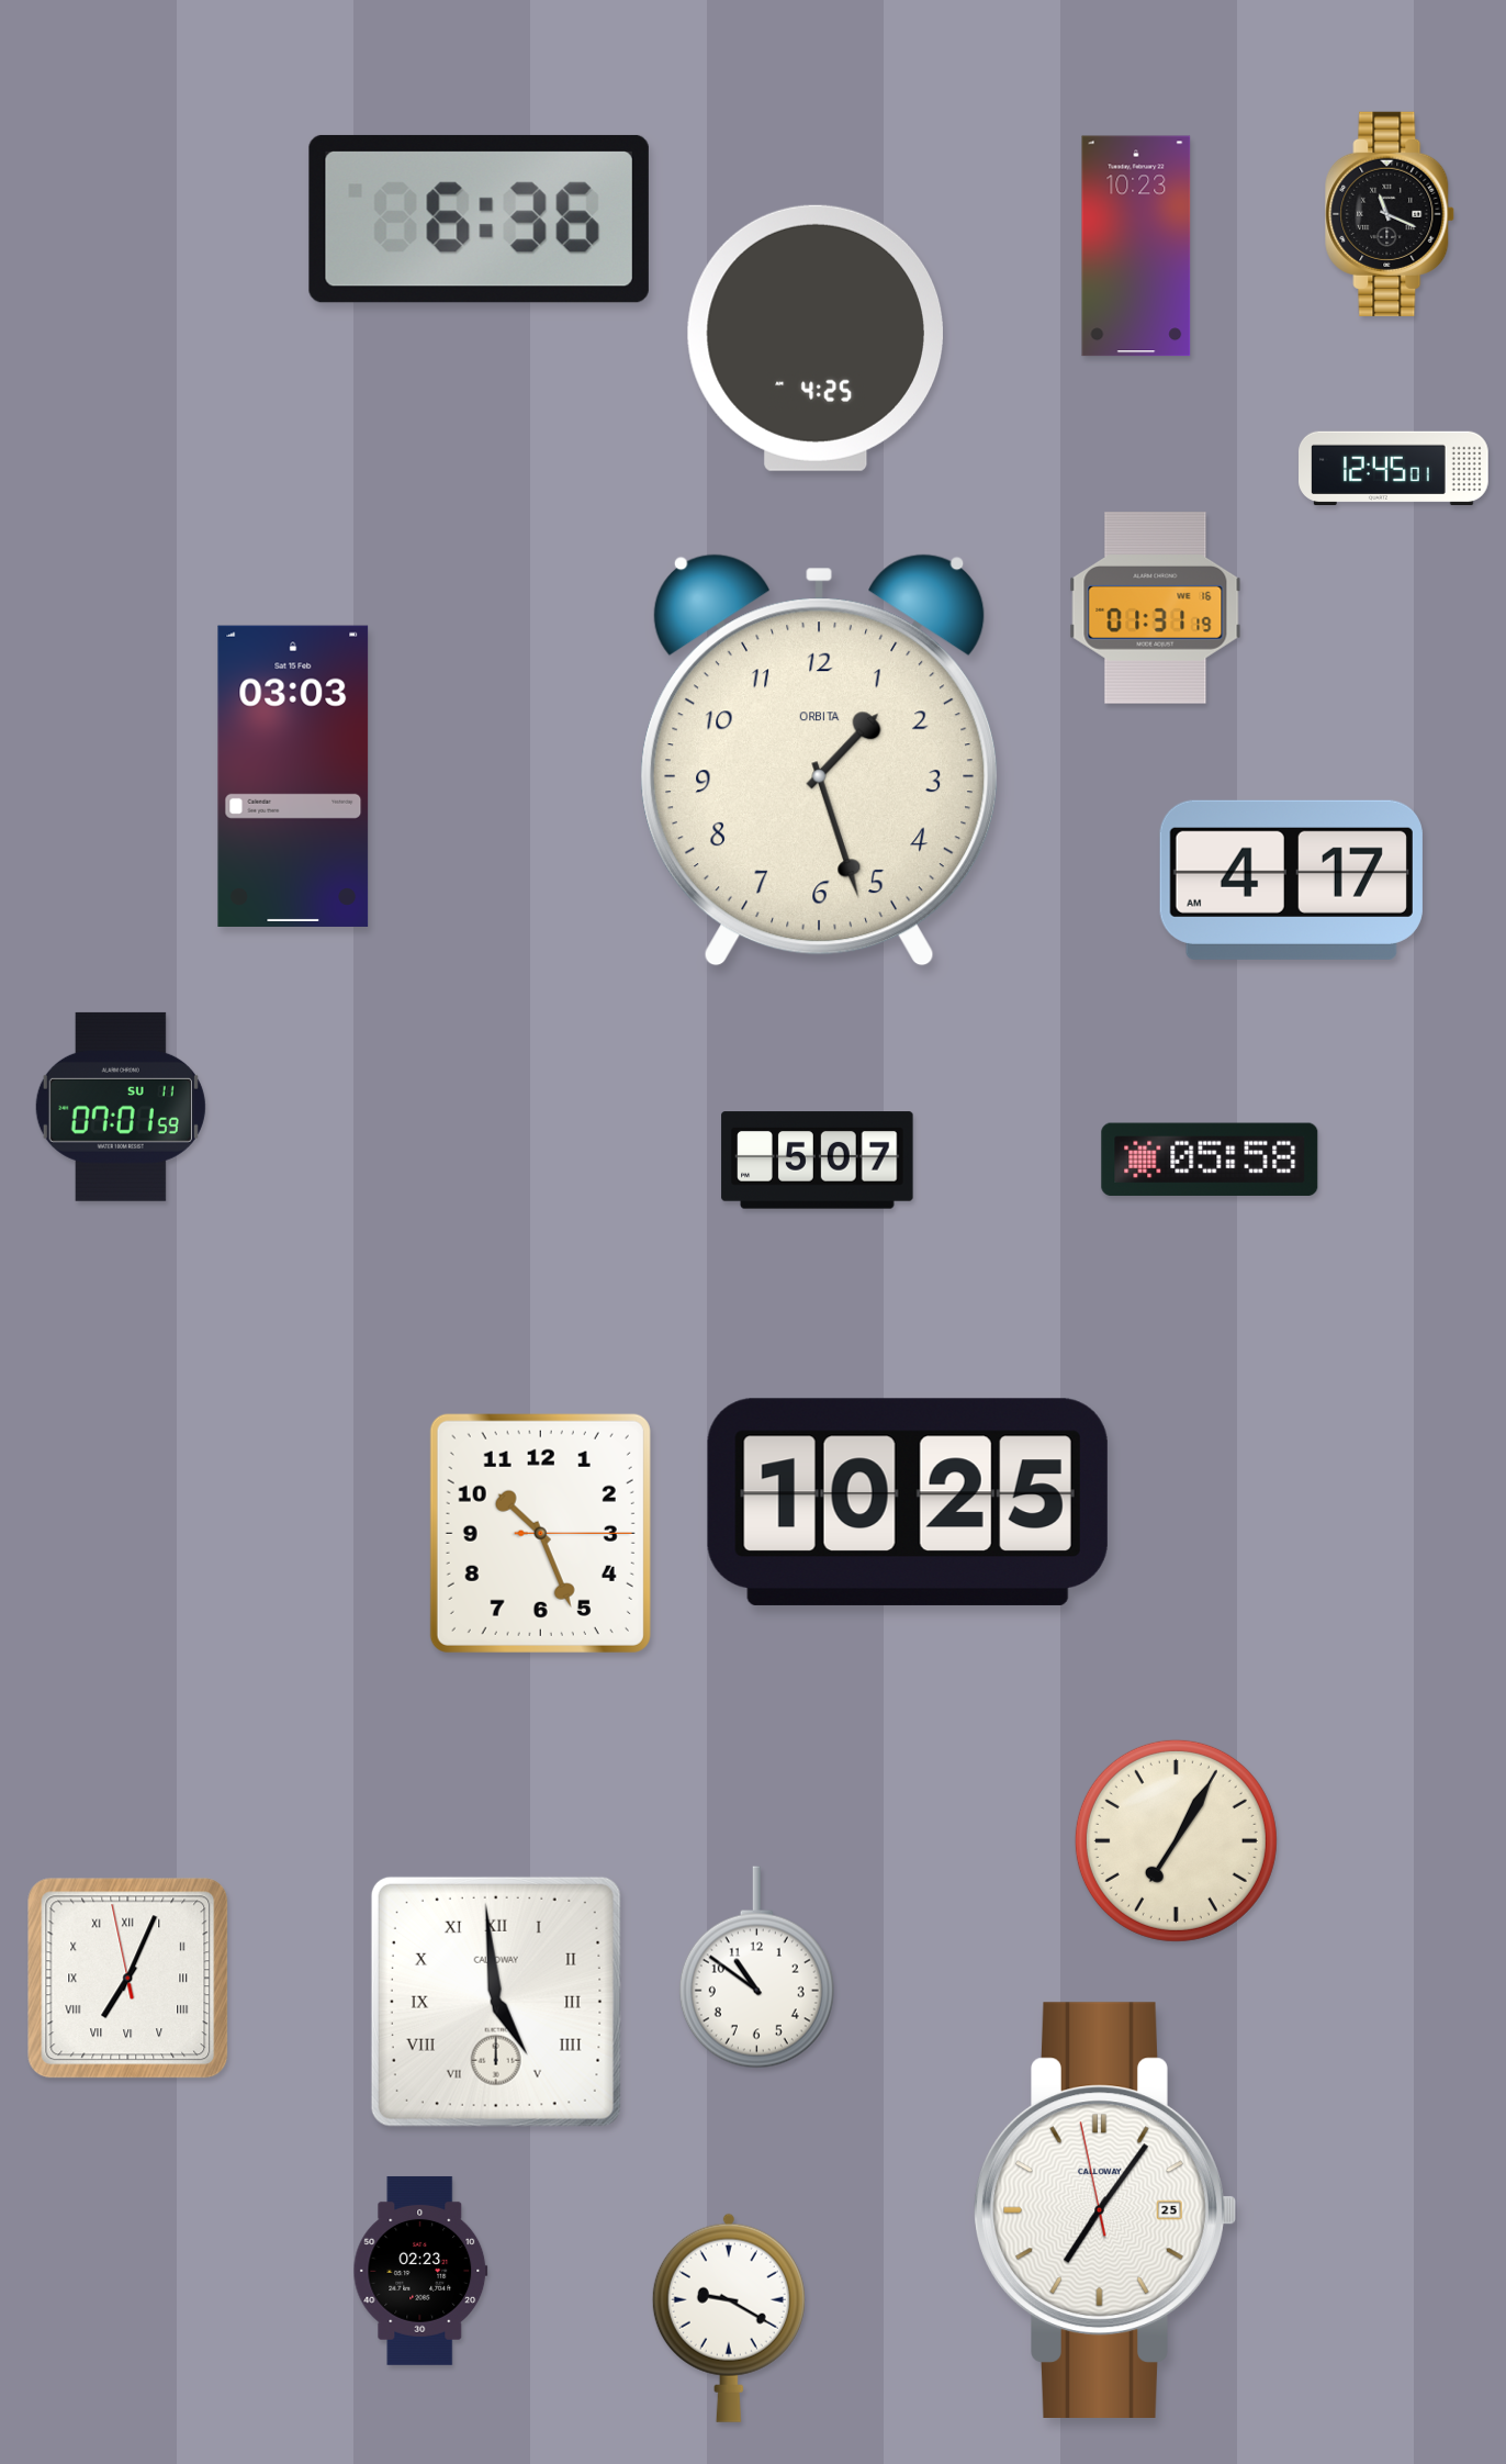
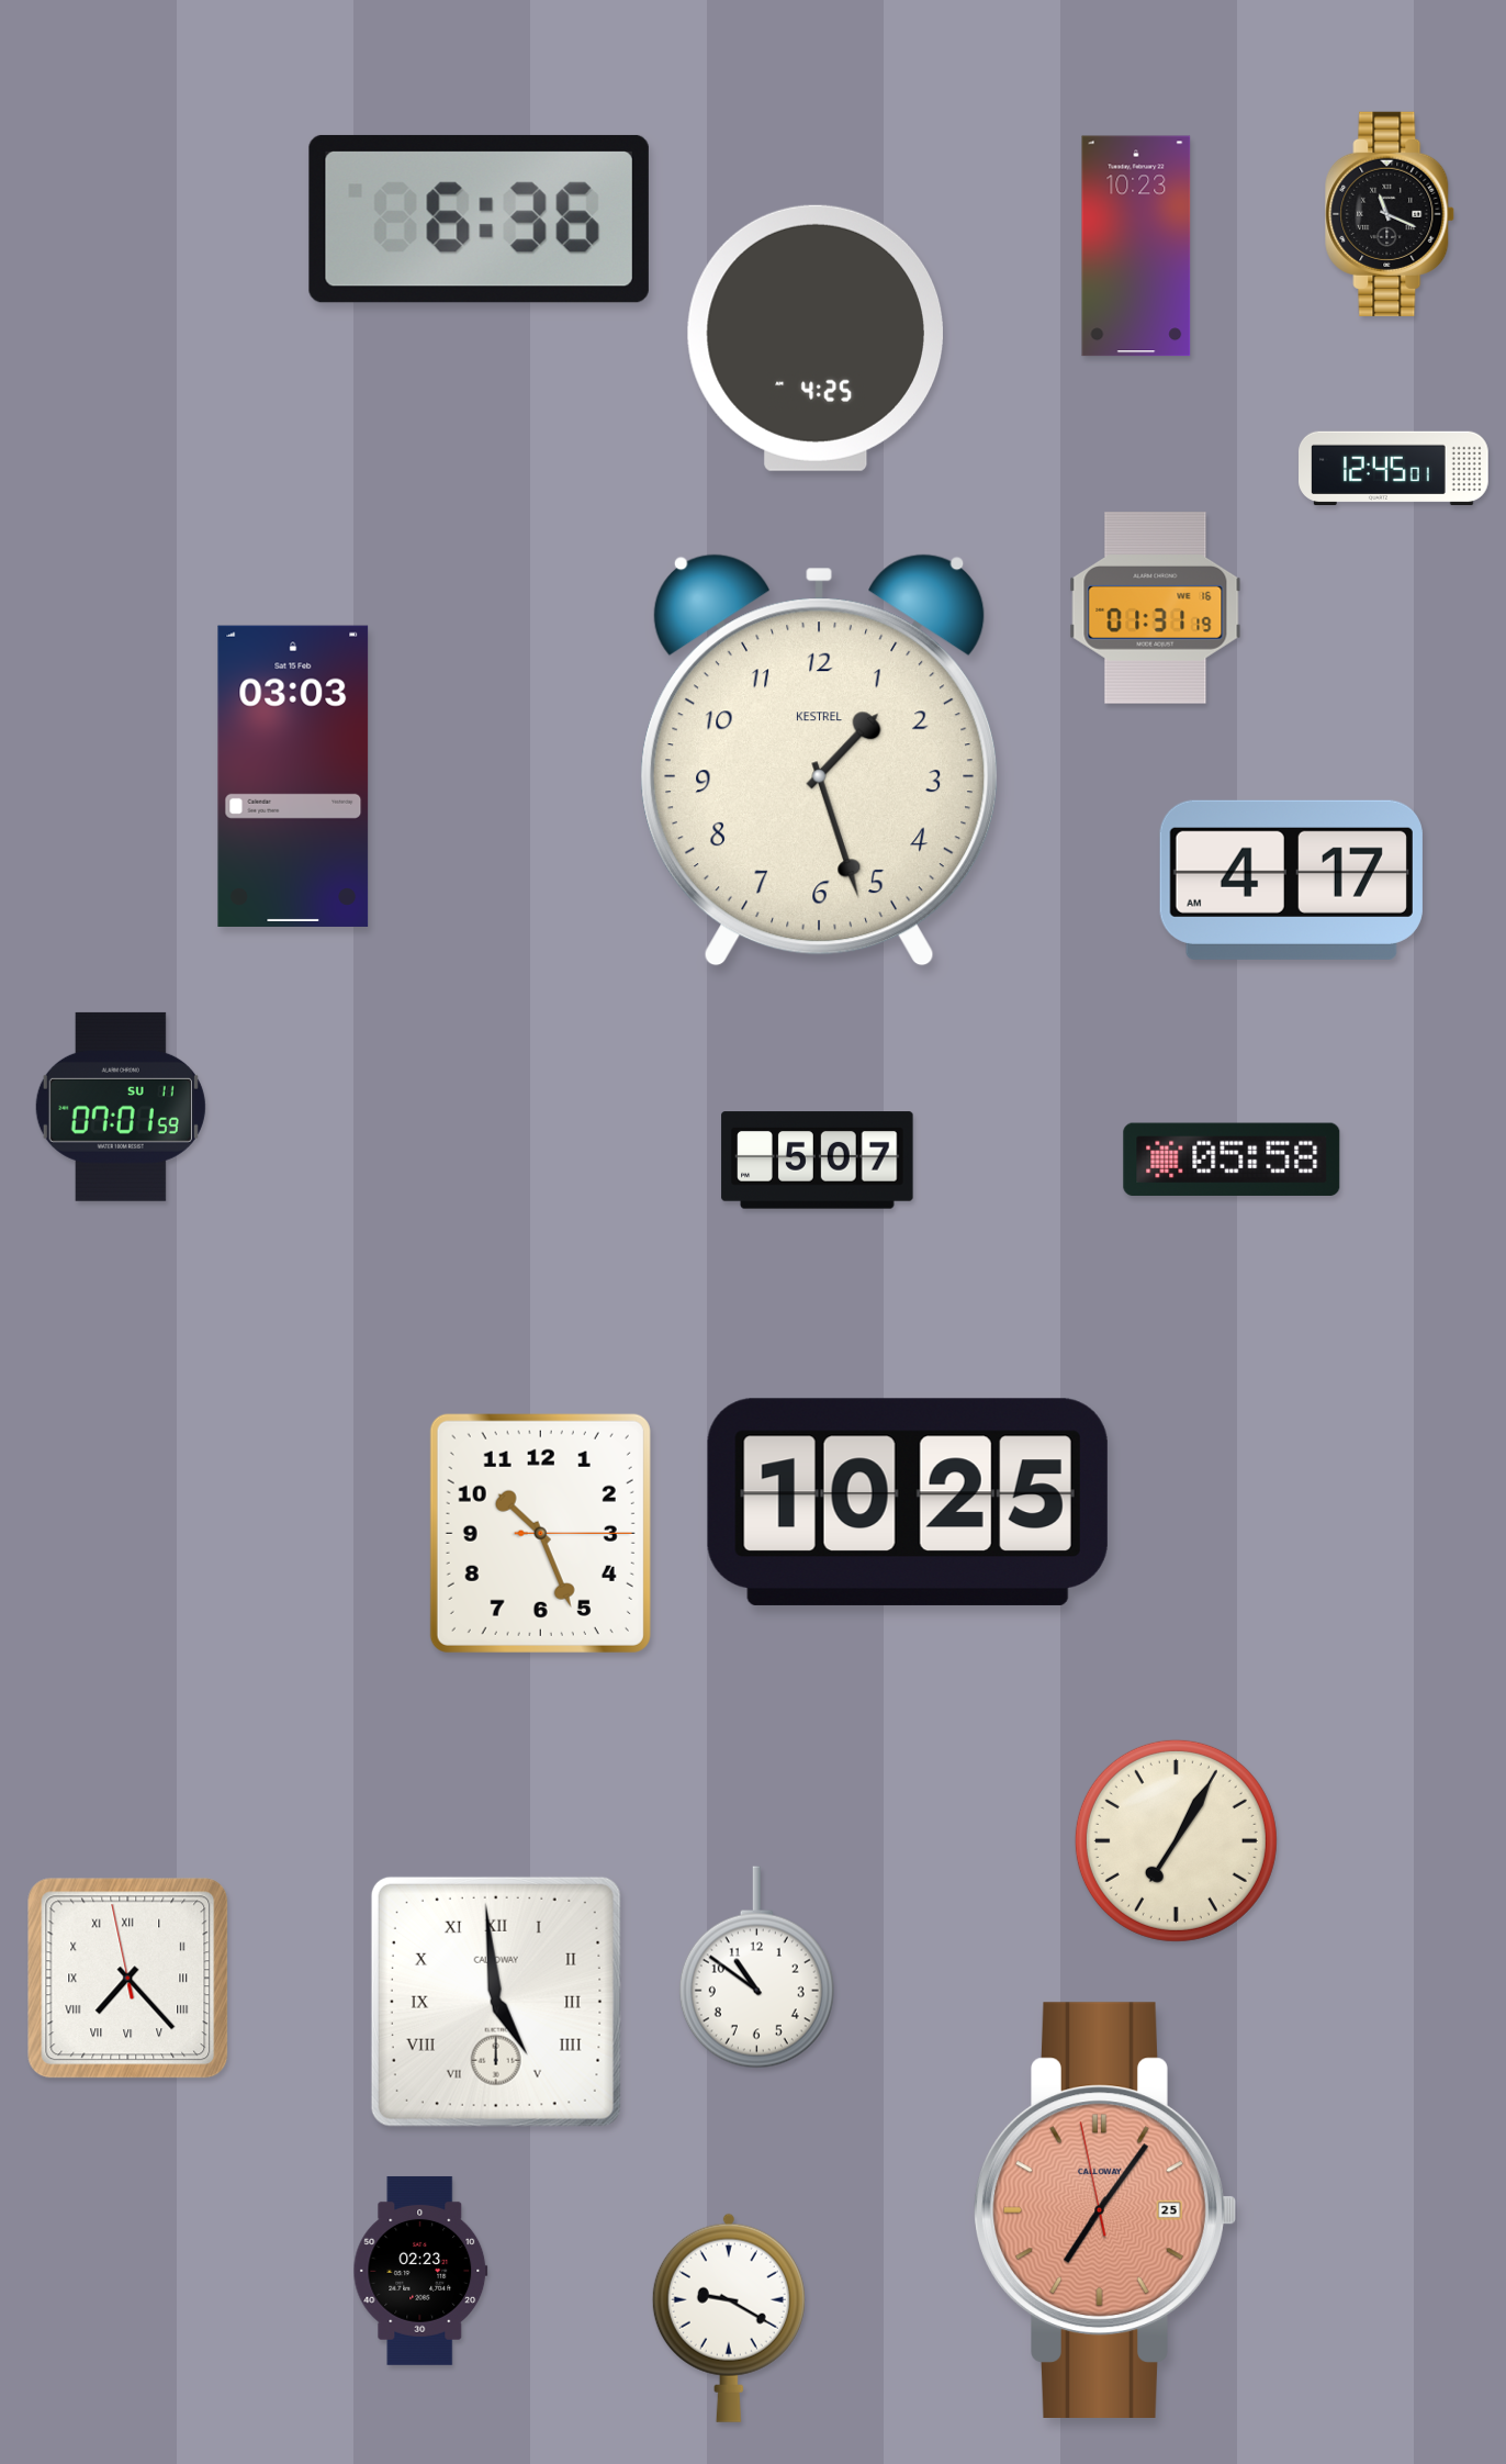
clock at (820, 760) brand: ORBITA -> KESTREL
clock at (1210, 1158) position: (1210, 1158) -> (1232, 1158)
clock at (128, 1979): 7:03 -> 7:22
clock at (1105, 2209) dial: white -> salmon
